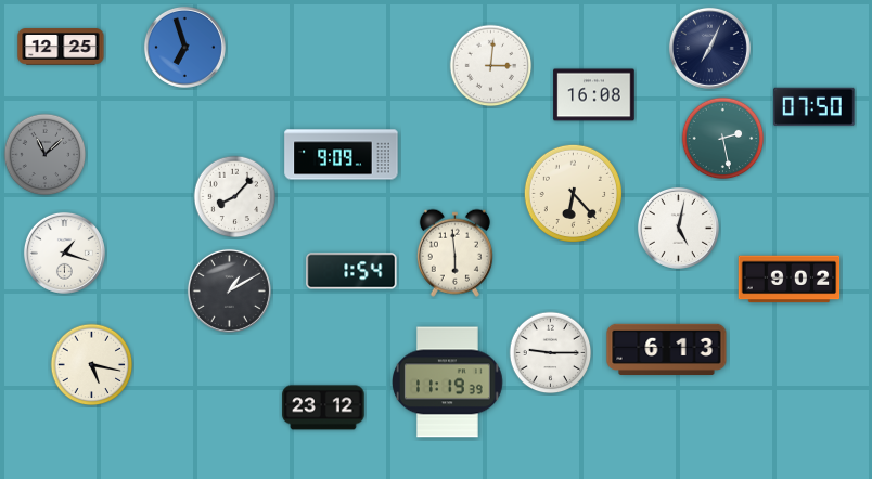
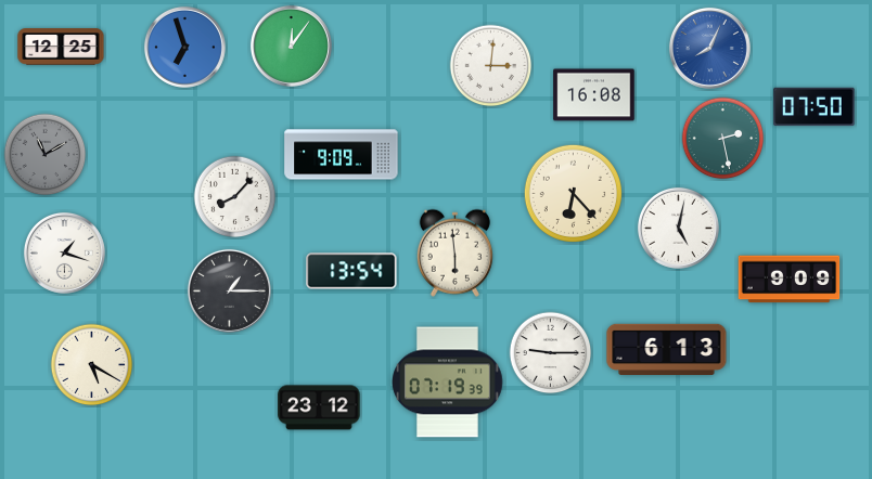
clock at (291, 46): none -> 12:06
clock at (709, 48): 7:04 -> 8:04
clock at (709, 48) dial: navy -> blue
clock at (46, 155): 11:08 -> 11:10
clock at (351, 271): 1:54 -> 13:54
clock at (790, 280): 9:02 -> 9:09
clock at (229, 290): 1:10 -> 1:15
clock at (92, 365): 5:17 -> 5:20
clock at (448, 383): 11:19 -> 07:19
clock at (323, 407) position: (323, 407) -> (319, 407)
